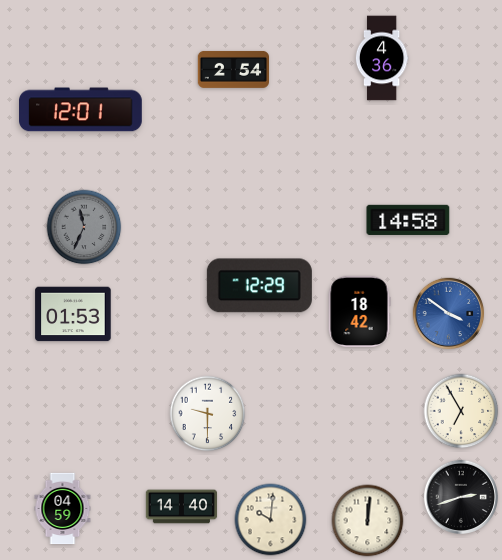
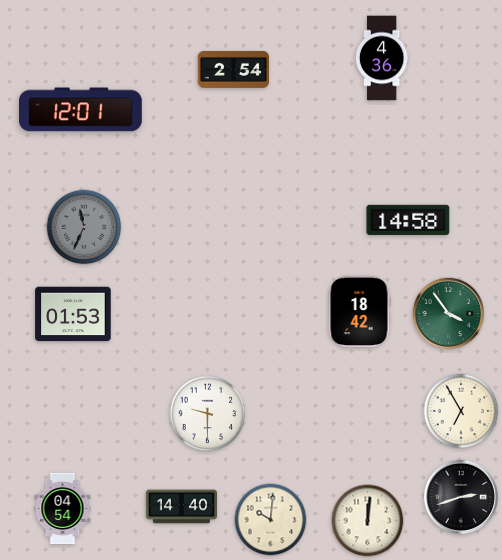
clock at (259, 286): 12:29 -> none
clock at (449, 314): 3:51 -> 3:54
clock at (449, 314) dial: blue -> green
clock at (63, 509): 04:59 -> 04:54
